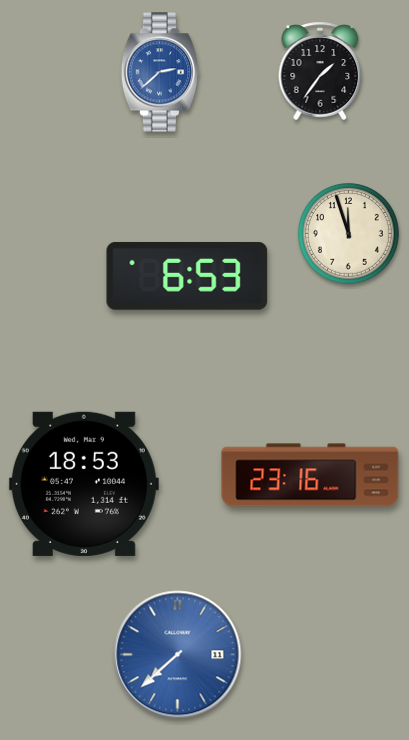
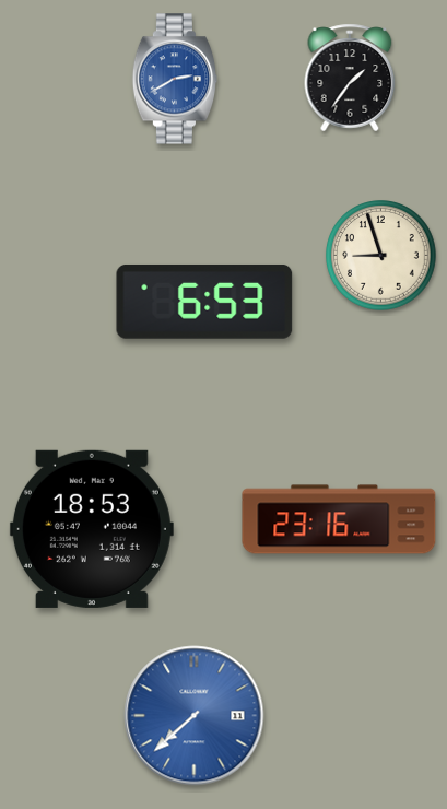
clock at (160, 72): 2:38 -> 2:40
clock at (349, 234): 11:57 -> 8:57
